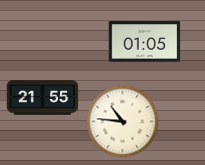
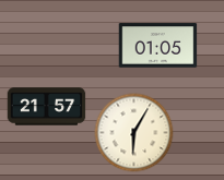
clock at (43, 98): 21:55 -> 21:57
clock at (123, 122): 10:46 -> 6:05
